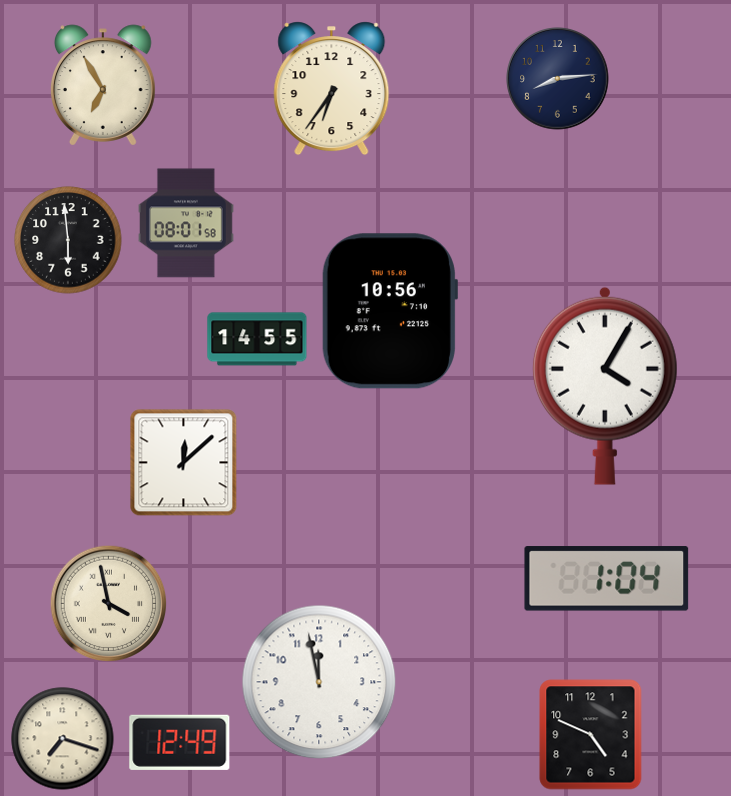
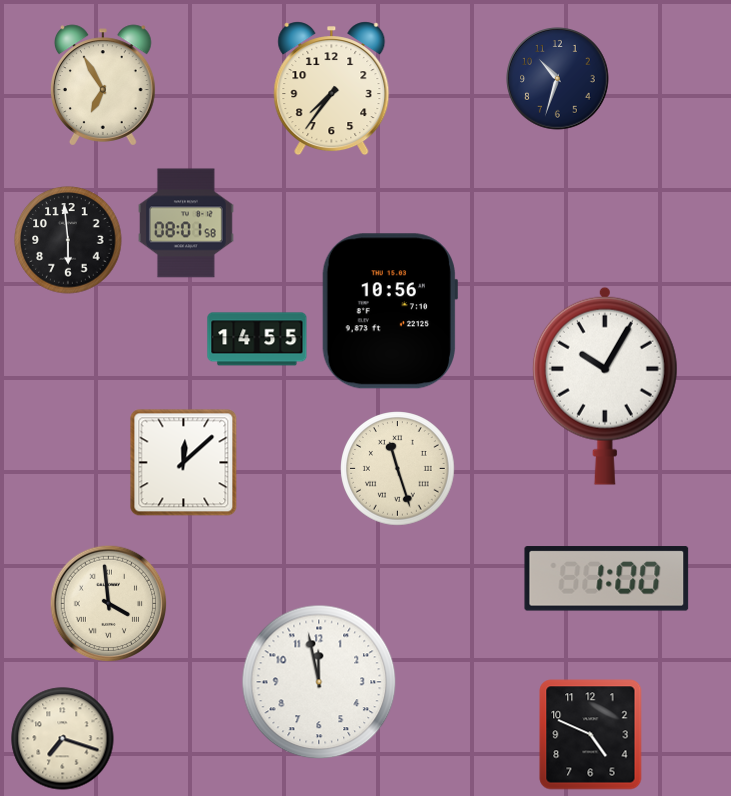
clock at (558, 79): 8:14 -> 10:33
clock at (332, 89): 6:36 -> 7:36
clock at (605, 386): 4:05 -> 10:05
clock at (398, 469): none -> 11:27
clock at (607, 579): 1:04 -> 1:00
clock at (108, 603): 3:58 -> 3:59
clock at (180, 742): 12:49 -> none
